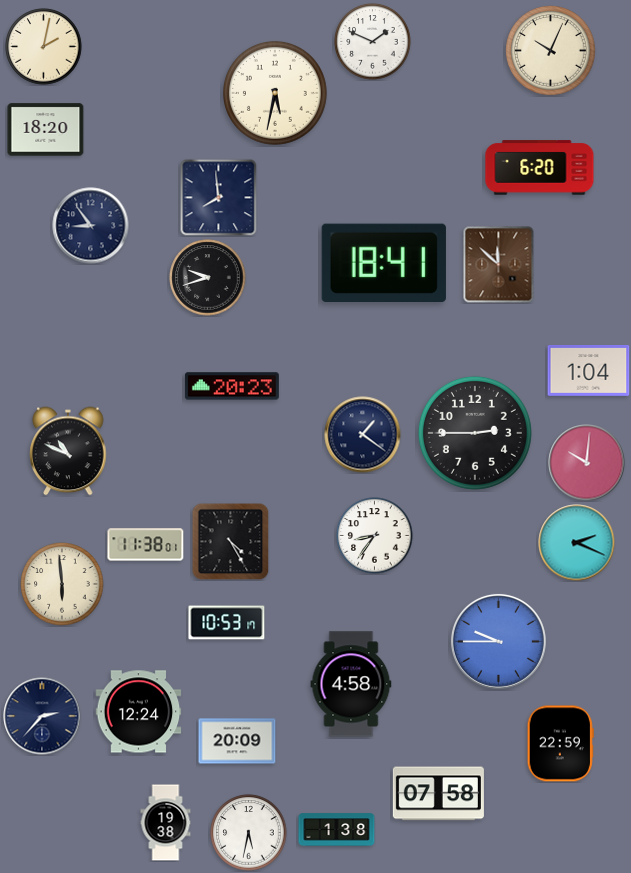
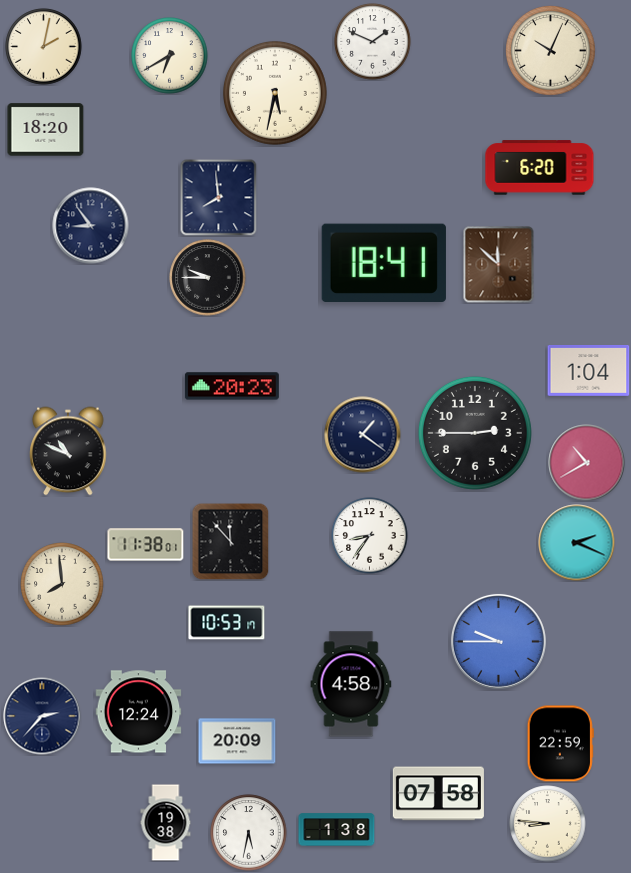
clock at (170, 56): none -> 6:40
clock at (208, 278): 9:42 -> 9:45
clock at (587, 463): 10:01 -> 10:40
clock at (375, 536) position: (375, 536) -> (370, 536)
clock at (230, 541): 4:25 -> 11:53
clock at (62, 584): 5:59 -> 7:59
clock at (548, 824): none -> 8:46
